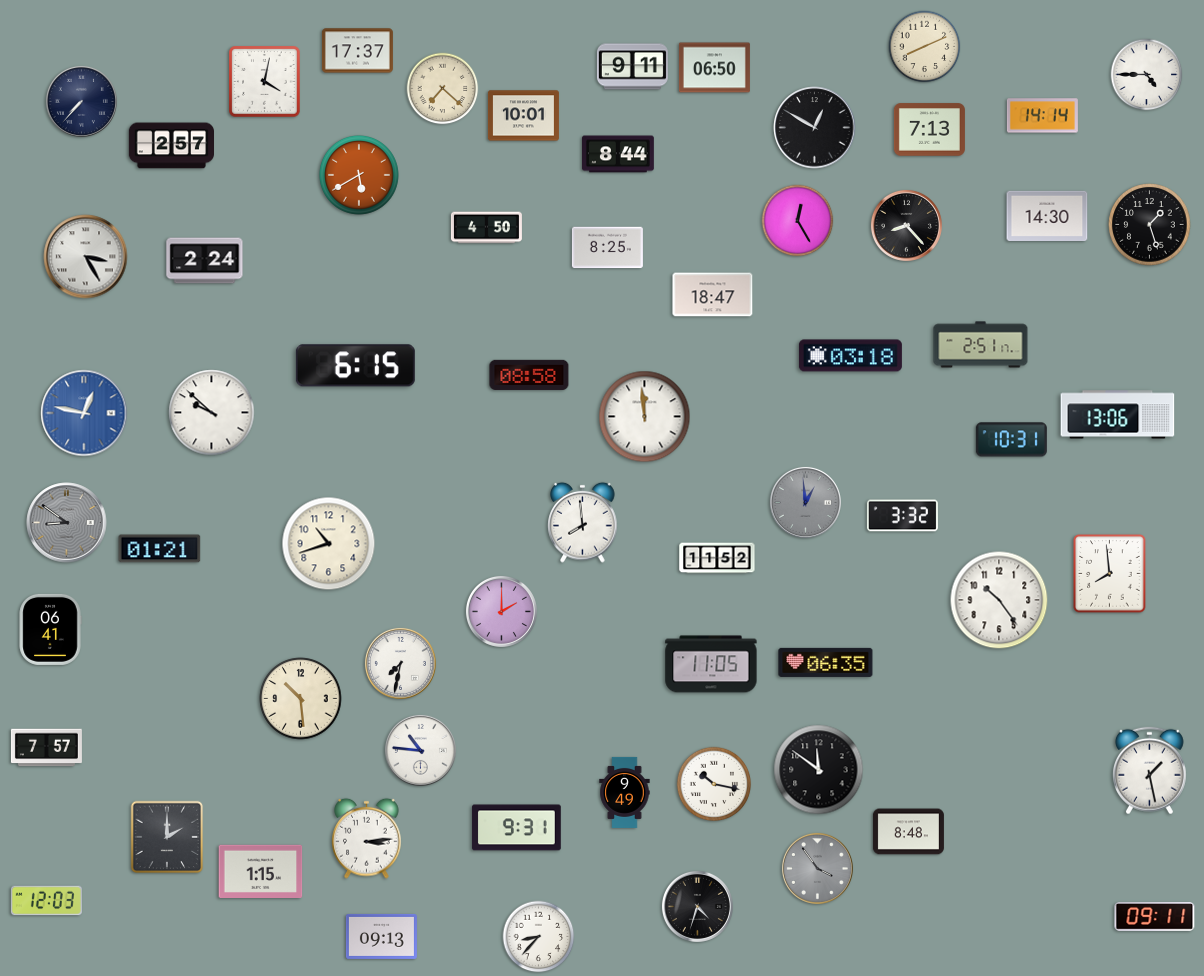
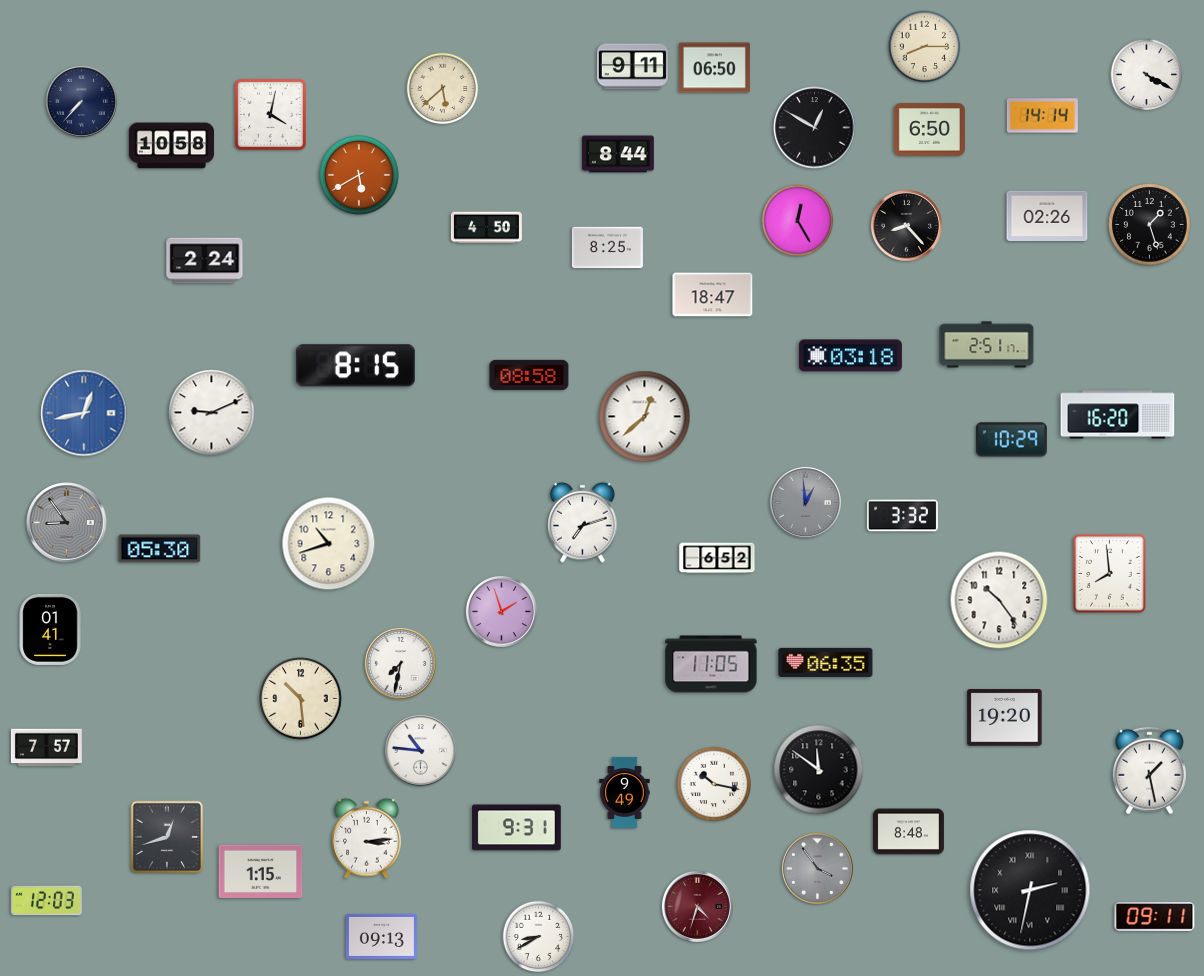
clock at (925, 47): 8:11 -> 8:15
clock at (357, 51): 17:37 -> none
clock at (1147, 75): 4:45 -> 4:20
clock at (265, 82) position: (265, 82) -> (271, 115)
clock at (443, 89): 7:22 -> 5:38
clock at (523, 116): 10:01 -> none
clock at (929, 130): 7:13 -> 6:50
clock at (171, 146): 2:57 -> 10:58
clock at (1047, 215): 14:30 -> 02:26
clock at (86, 257): 3:25 -> none
clock at (981, 345) position: (981, 345) -> (987, 345)
clock at (355, 366): 6:15 -> 8:15
clock at (84, 413): 12:47 -> 12:43
clock at (212, 413): 9:52 -> 9:11
clock at (1118, 415): 13:06 -> 16:20
clock at (645, 417): 11:59 -> 12:38
clock at (1011, 440): 10:31 -> 10:29
clock at (583, 522): 7:59 -> 7:12
clock at (67, 523): 8:51 -> 8:54
clock at (160, 549): 01:21 -> 05:30
clock at (717, 558): 11:52 -> 6:52
clock at (501, 611): 2:00 -> 1:57
clock at (50, 629): 06:41 -> 01:41
clock at (1005, 718): none -> 19:20
clock at (167, 837): 2:00 -> 12:42
clock at (1030, 890): none -> 2:32
clock at (697, 906) dial: black -> burgundy
clock at (539, 937): 8:37 -> 8:40
